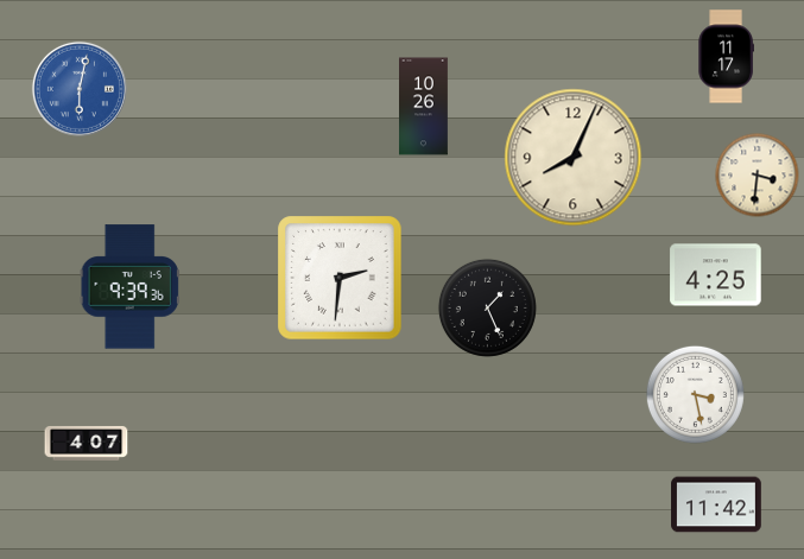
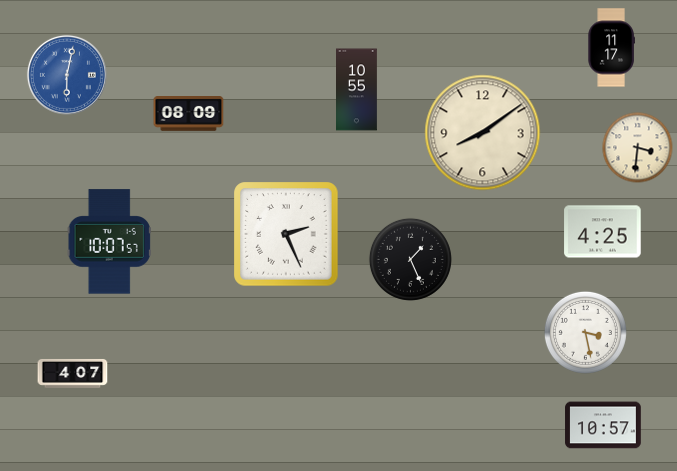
clock at (424, 107): 10:26 -> 10:55
clock at (189, 114): none -> 08:09
clock at (574, 158): 8:04 -> 8:09
clock at (340, 278): 2:31 -> 2:26
clock at (129, 287): 9:39 -> 10:07
clock at (716, 504): 11:42 -> 10:57
